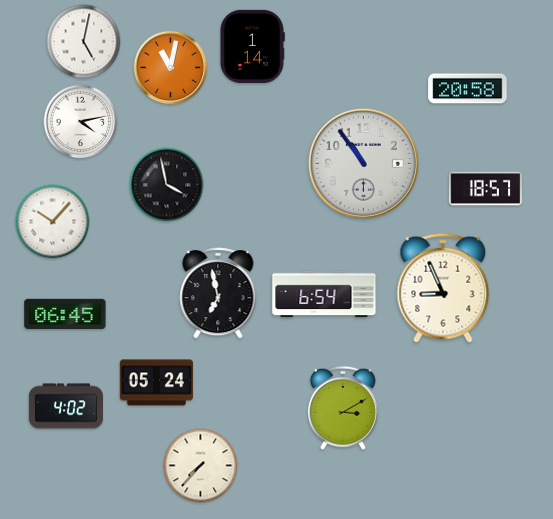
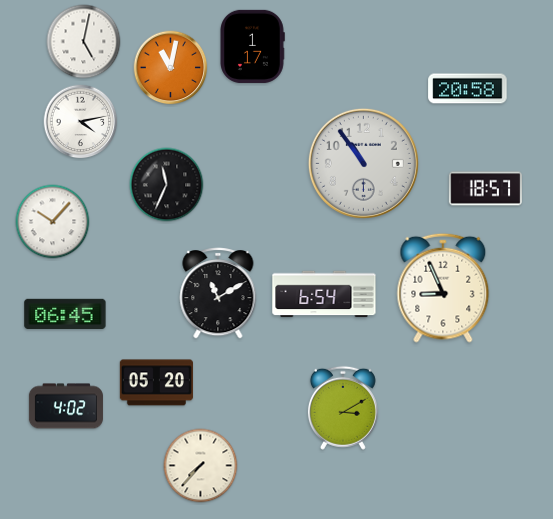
clock at (252, 46): 1:14 -> 1:17
clock at (167, 185): 3:58 -> 11:34
clock at (218, 293): 6:58 -> 11:10
clock at (156, 383): 05:24 -> 05:20
